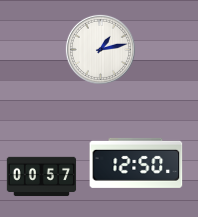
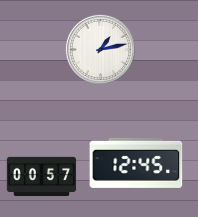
clock at (136, 163): 12:50 -> 12:45
